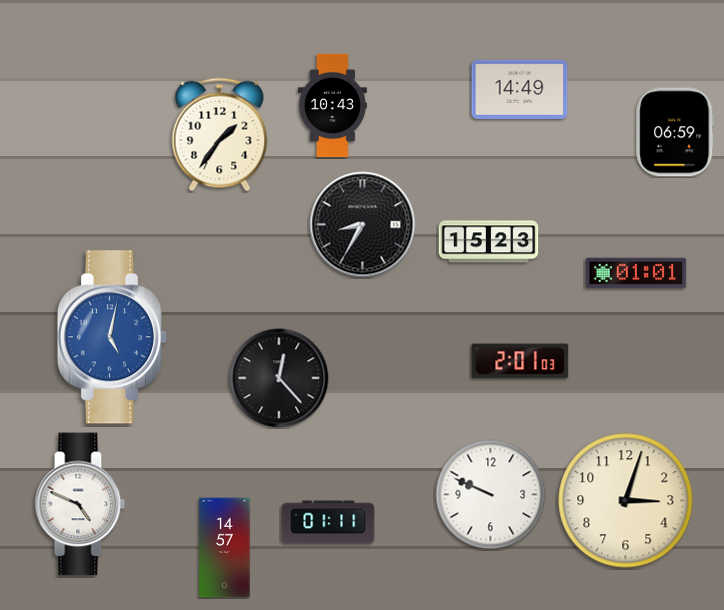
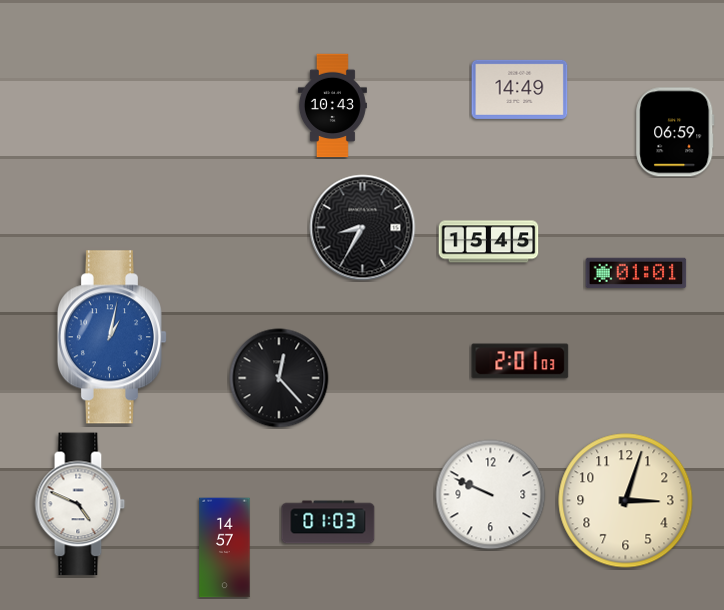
clock at (220, 135): 1:36 -> none
clock at (363, 225) position: (363, 225) -> (363, 228)
clock at (489, 242): 15:23 -> 15:45
clock at (111, 337): 5:02 -> 1:02
clock at (328, 522): 01:11 -> 01:03
